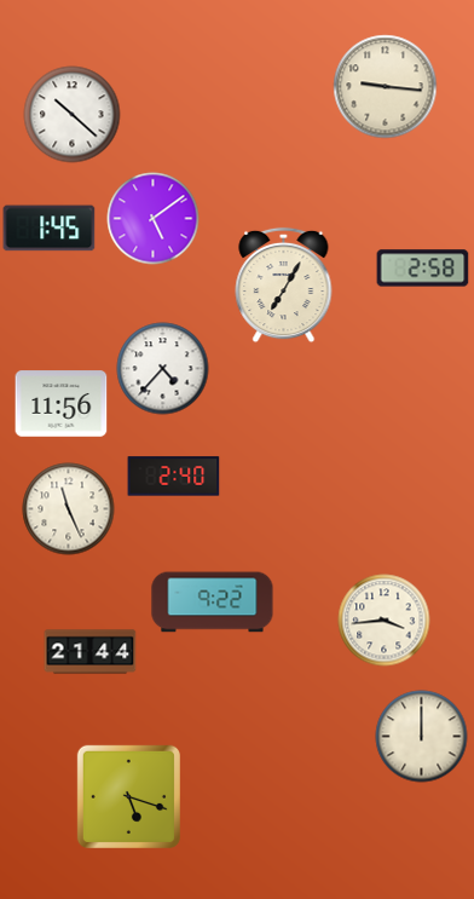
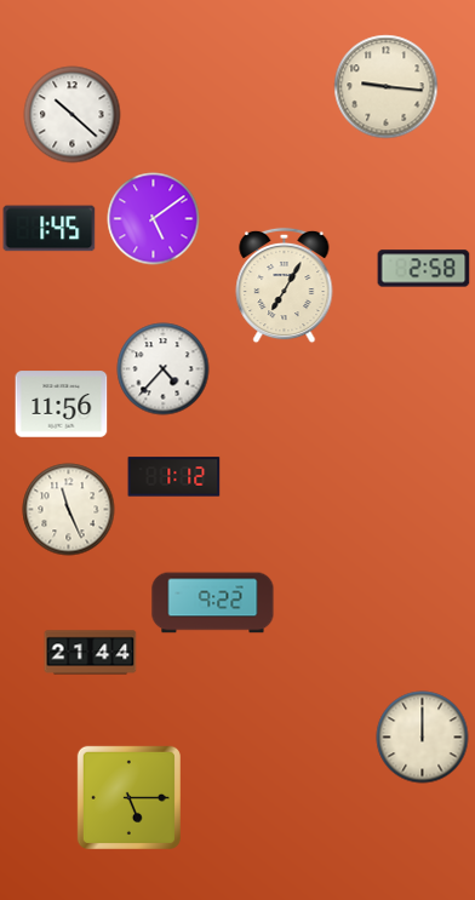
clock at (174, 477): 2:40 -> 1:12
clock at (385, 621): 3:44 -> none
clock at (128, 796): 5:18 -> 5:15
